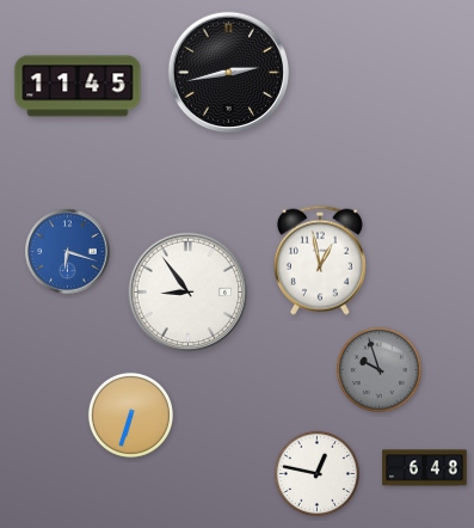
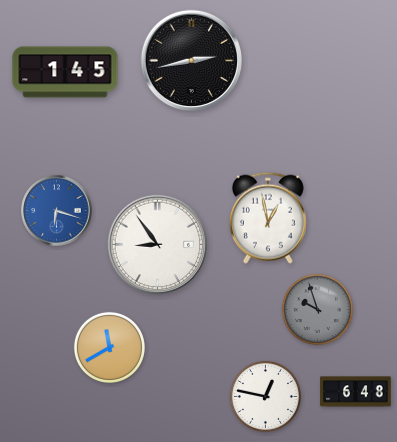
clock at (78, 86): 11:45 -> 1:45
clock at (130, 415): 6:33 -> 11:40
